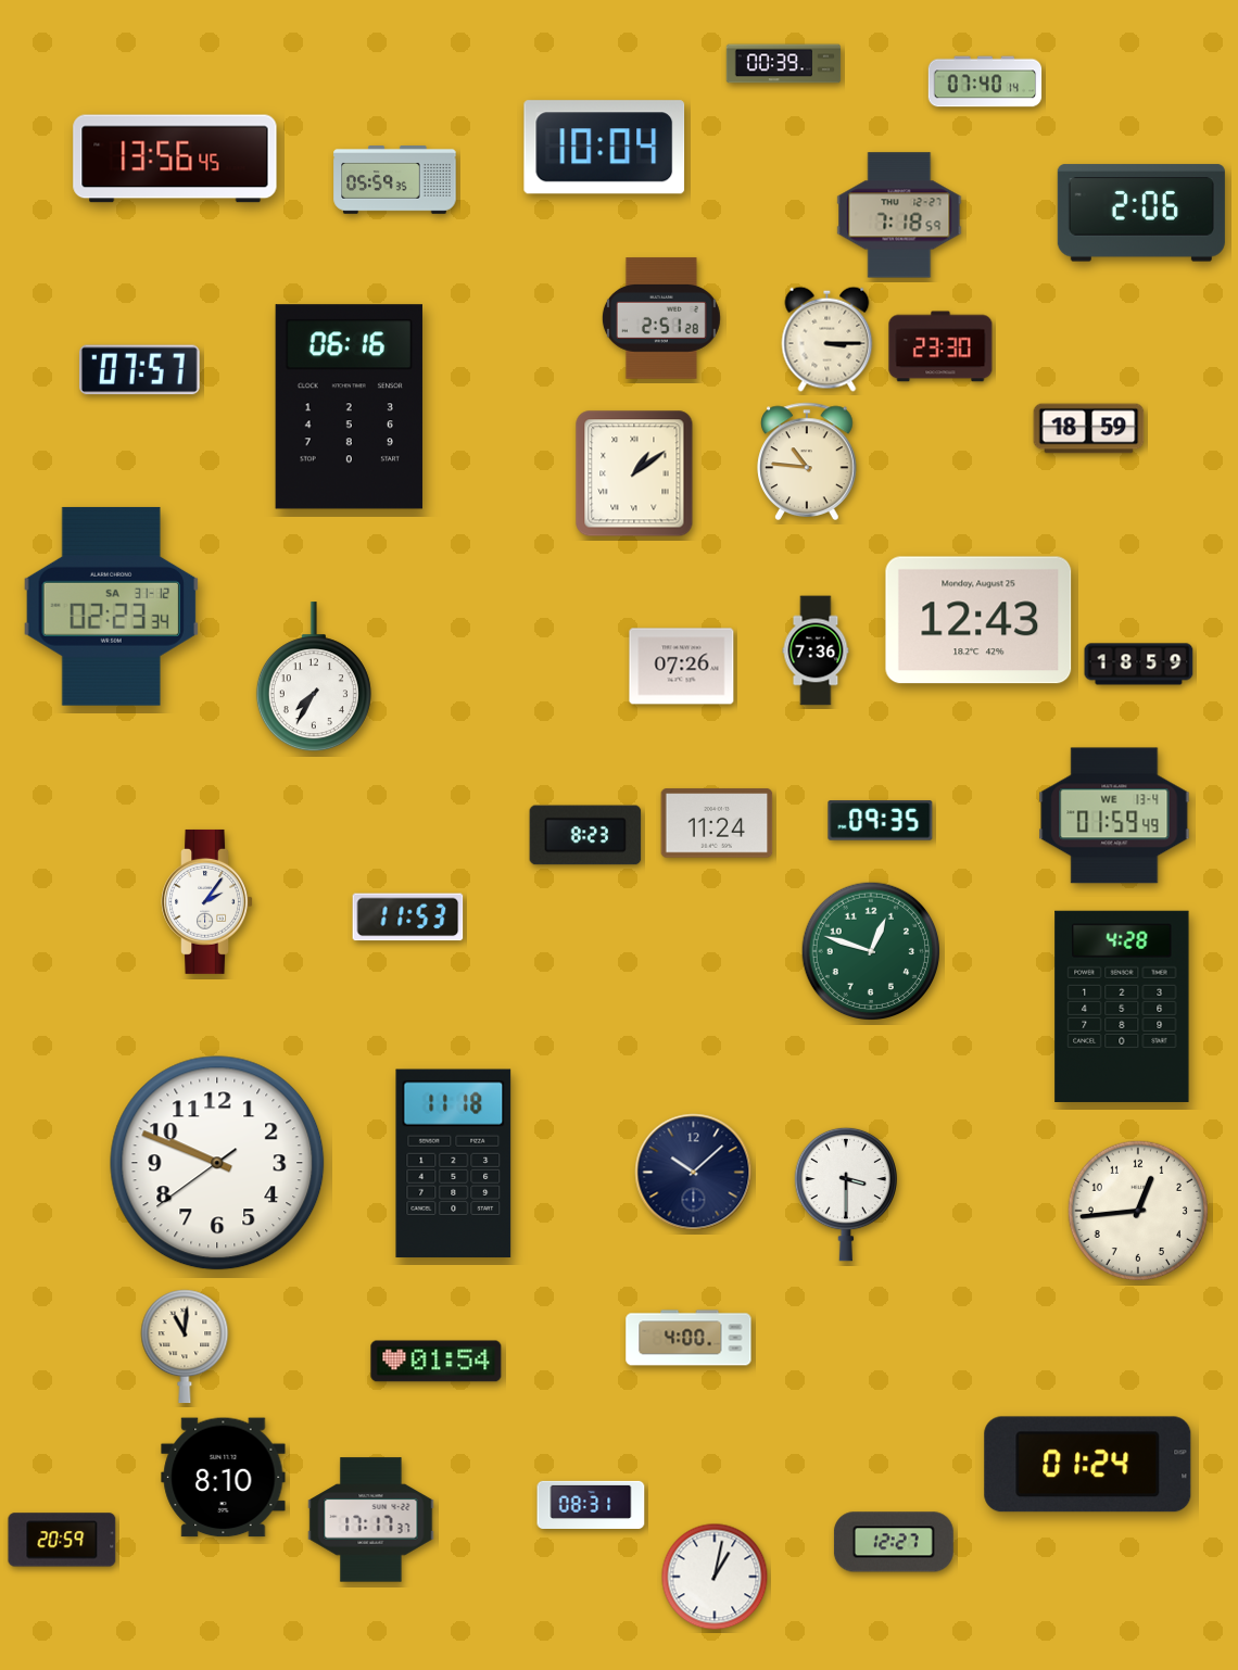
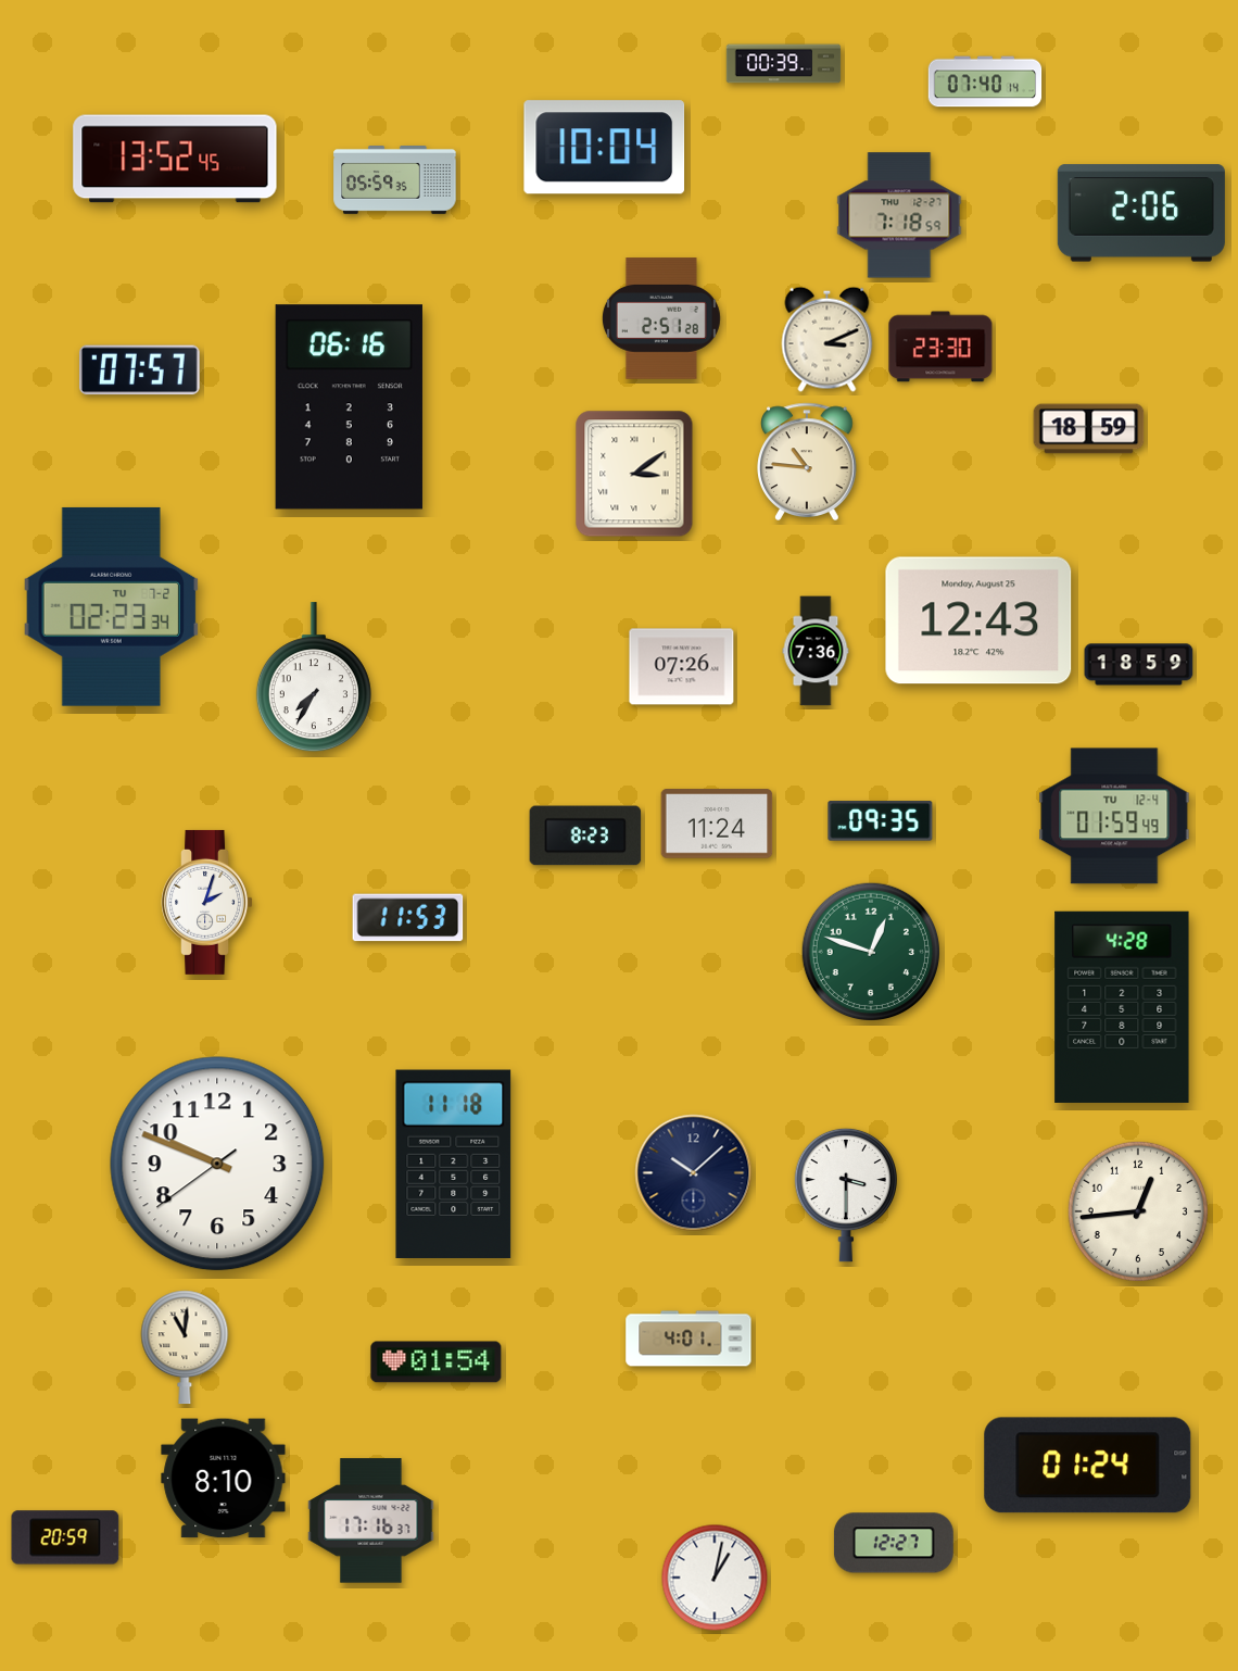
clock at (175, 159): 13:56 -> 13:52
clock at (828, 339): 3:15 -> 3:11
clock at (634, 473): 1:09 -> 3:09
clock at (112, 606) date: SA 31-12 -> TU 7-2
clock at (1114, 815) date: WE 13-4 -> TU 12-4
clock at (206, 901): 2:06 -> 2:03
clock at (689, 1338): 4:00 -> 4:01
clock at (591, 1505): 08:31 -> none
clock at (371, 1520): 17:17 -> 17:16
clock at (62, 1540) position: (62, 1540) -> (65, 1537)
